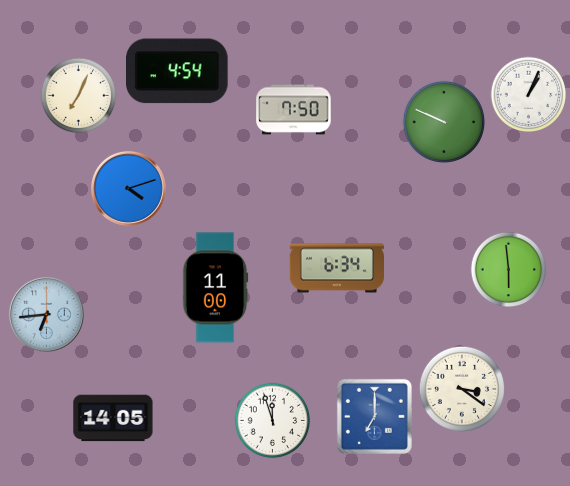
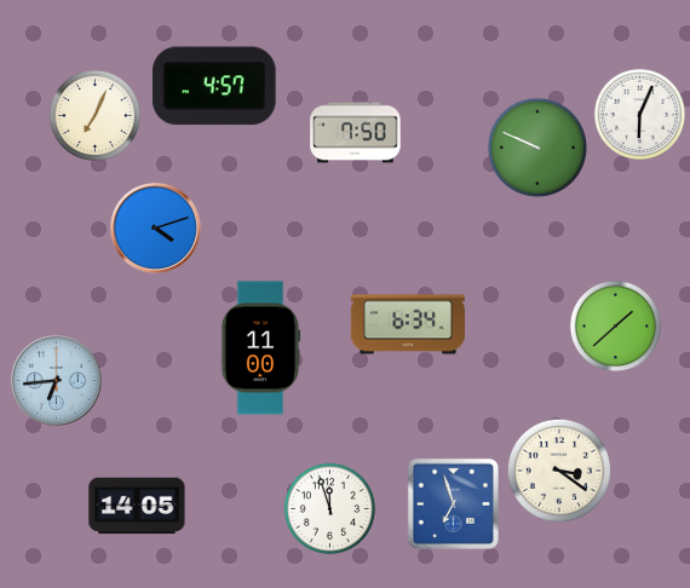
clock at (178, 71): 4:54 -> 4:57
clock at (529, 95): 1:04 -> 6:04
clock at (509, 270): 5:59 -> 1:38
clock at (374, 416): 7:00 -> 6:57
